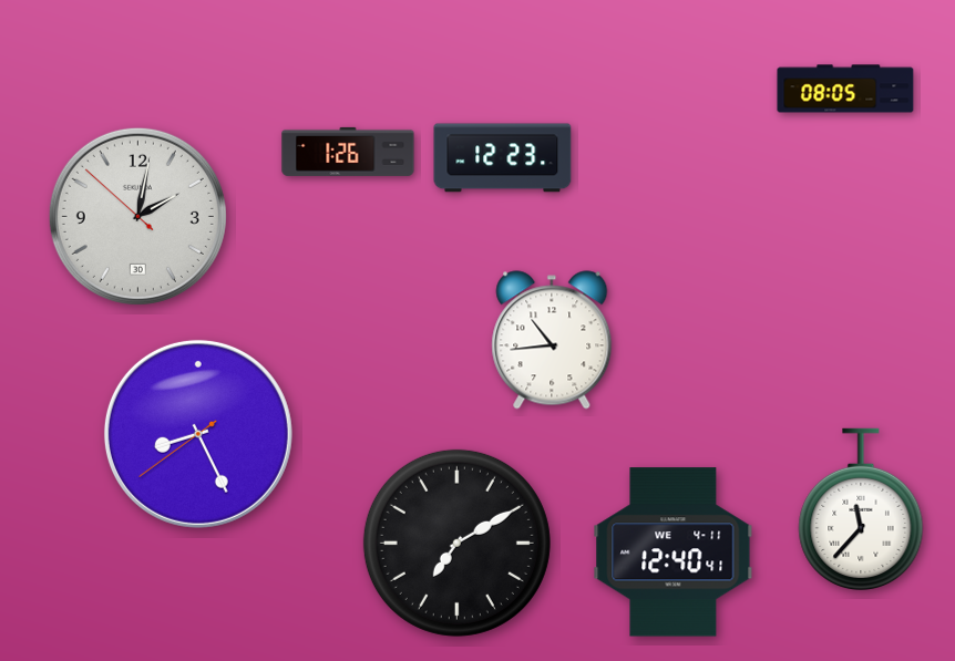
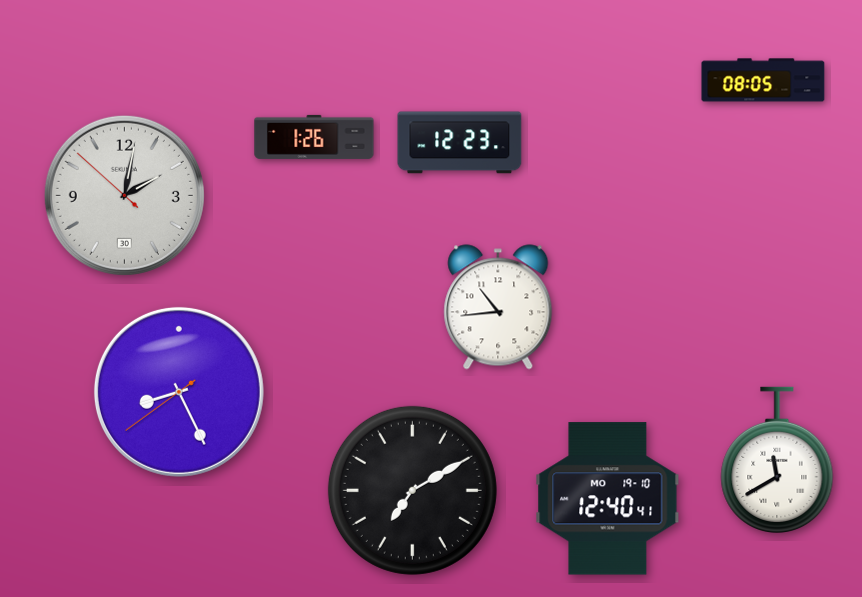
clock at (503, 158) position: (503, 158) -> (460, 143)
clock at (861, 508): 11:37 -> 11:40
clock at (674, 552) date: WE 4-11 -> MO 19-10
